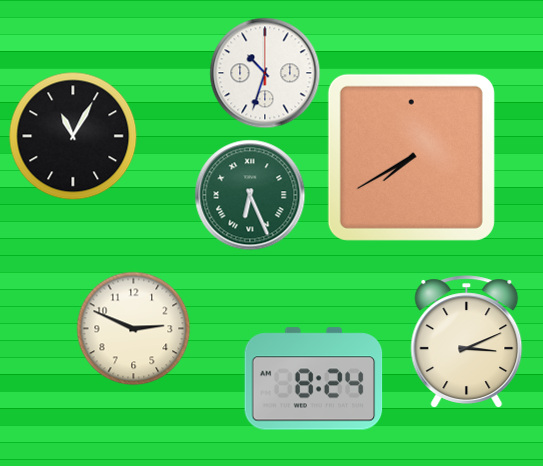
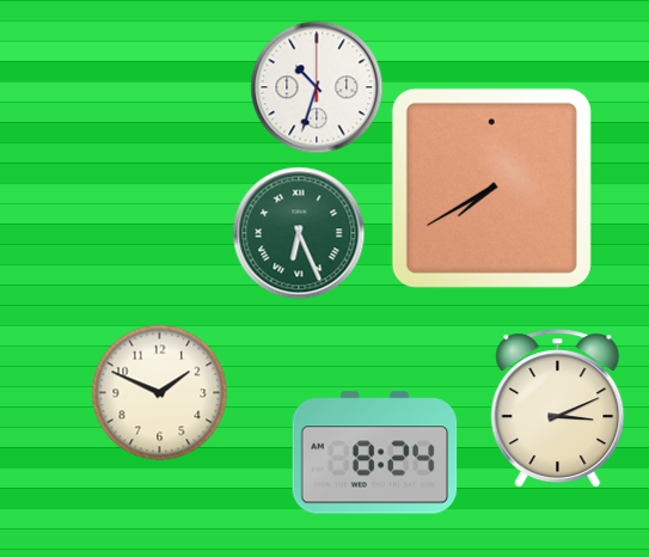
clock at (73, 136): 11:05 -> none
clock at (134, 329): 2:49 -> 1:49
